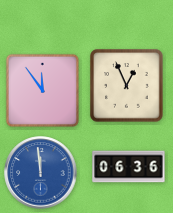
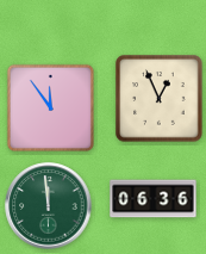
clock at (127, 86) position: (127, 86) -> (160, 99)
clock at (41, 173) dial: blue -> green
